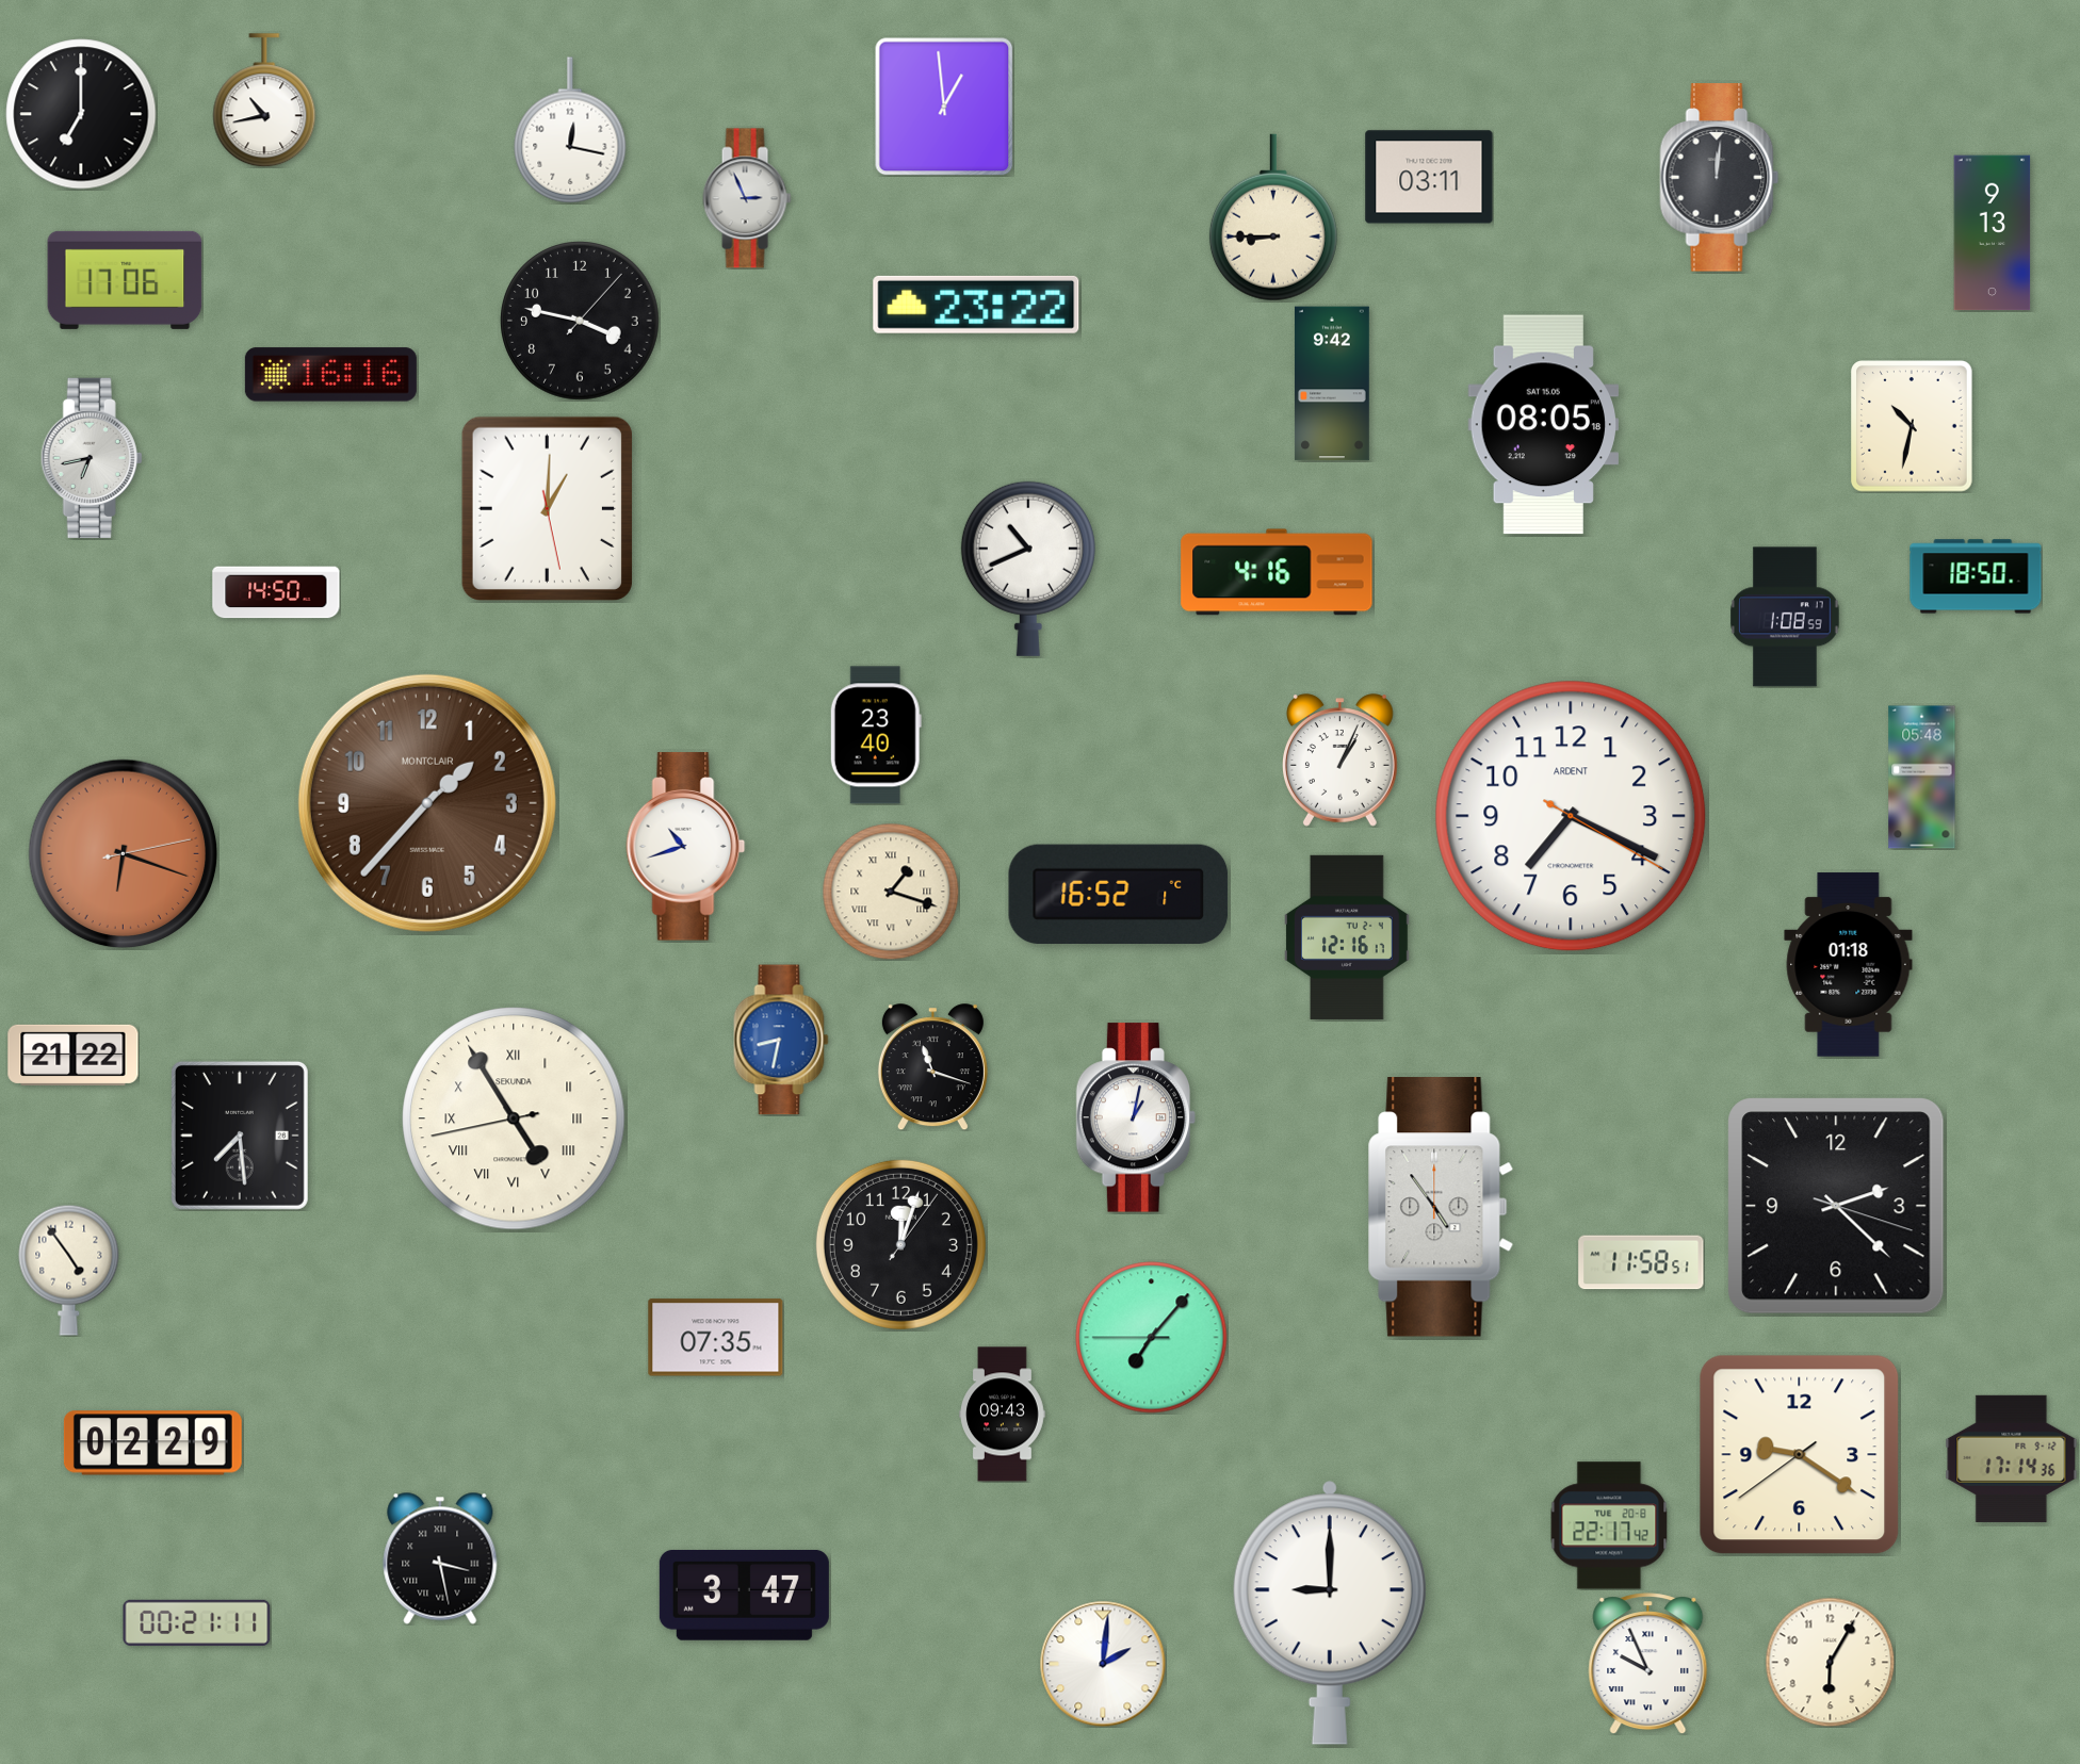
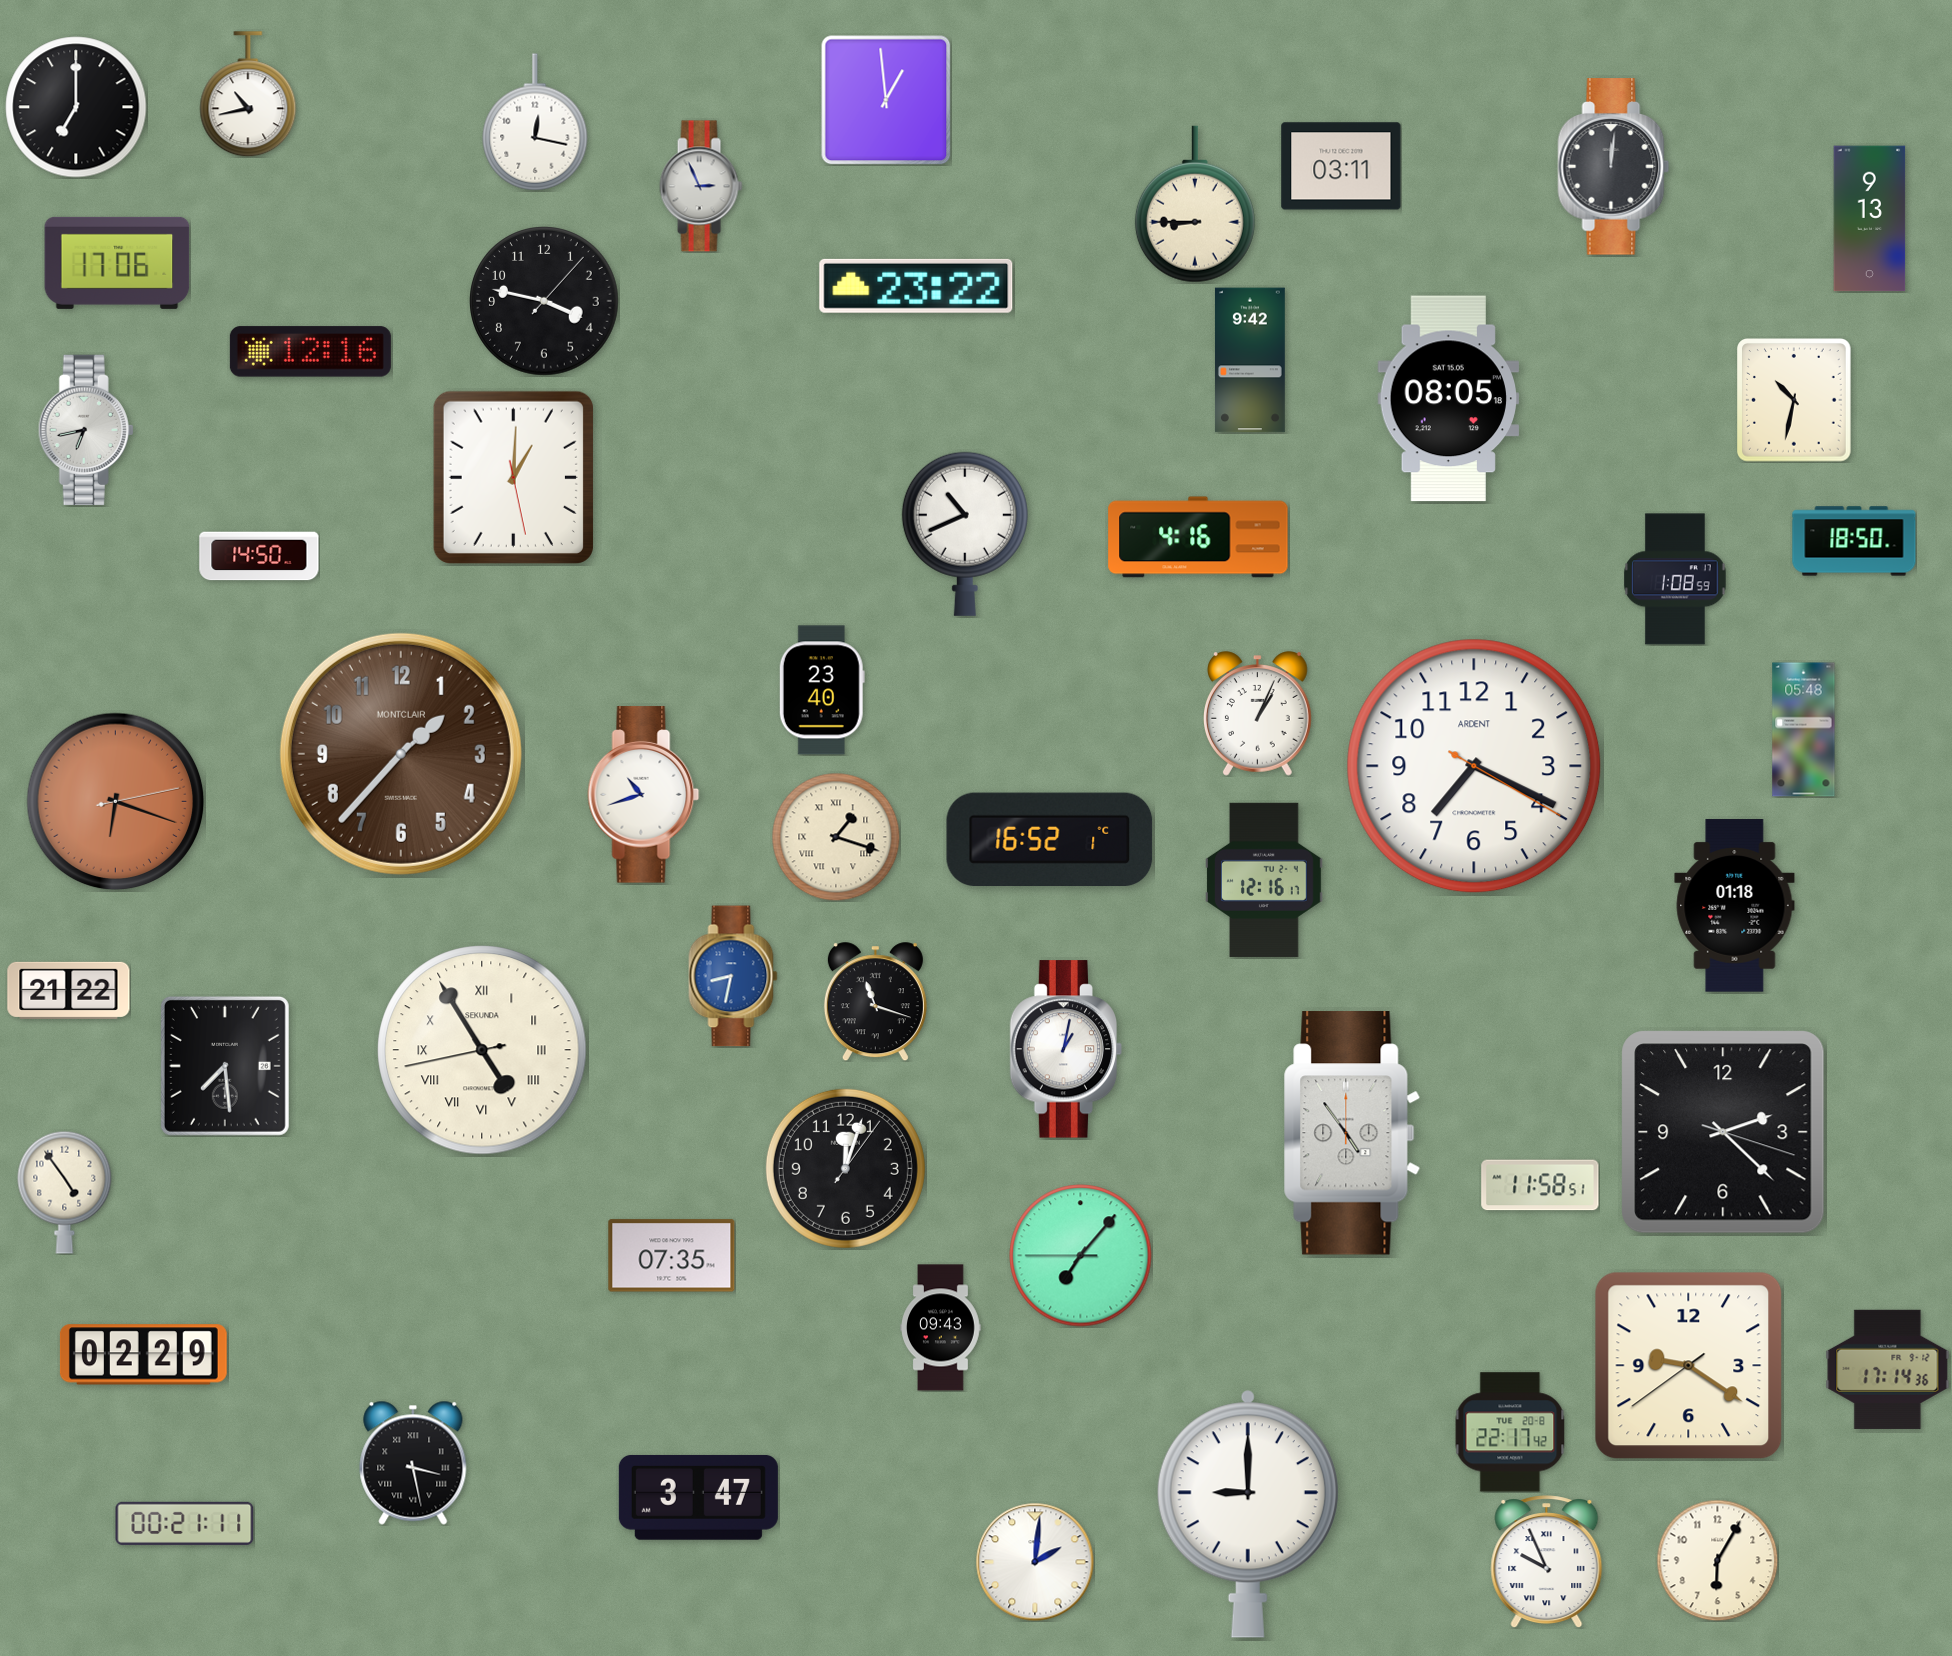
clock at (330, 375): 16:16 -> 12:16
